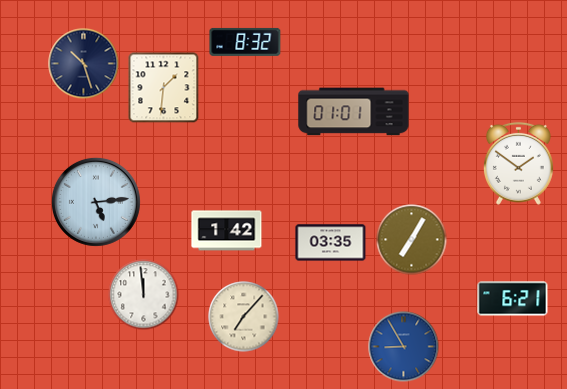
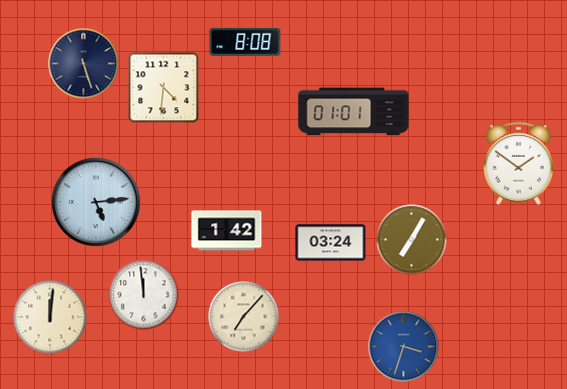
clock at (245, 42): 8:32 -> 8:08
clock at (84, 64): 10:27 -> 5:27
clock at (164, 88): 1:31 -> 4:31
clock at (331, 243): 03:35 -> 03:24
clock at (513, 299): 6:21 -> none
clock at (50, 317): none -> 12:01
clock at (404, 347): 8:55 -> 3:33
